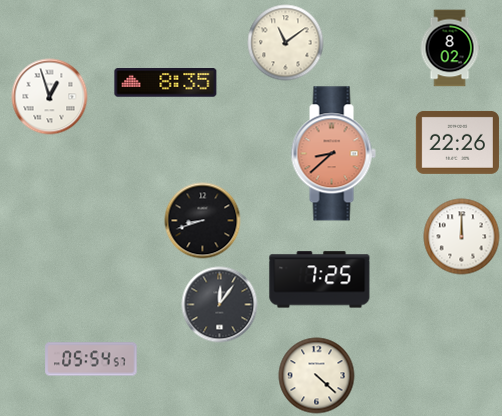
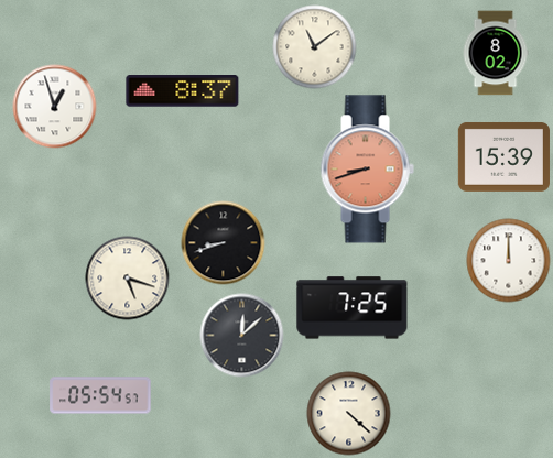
clock at (166, 83): 8:35 -> 8:37
clock at (457, 142): 22:26 -> 15:39
clock at (333, 154): 8:38 -> 8:42
clock at (128, 279): none -> 5:18
clock at (220, 305): 12:06 -> 12:08
